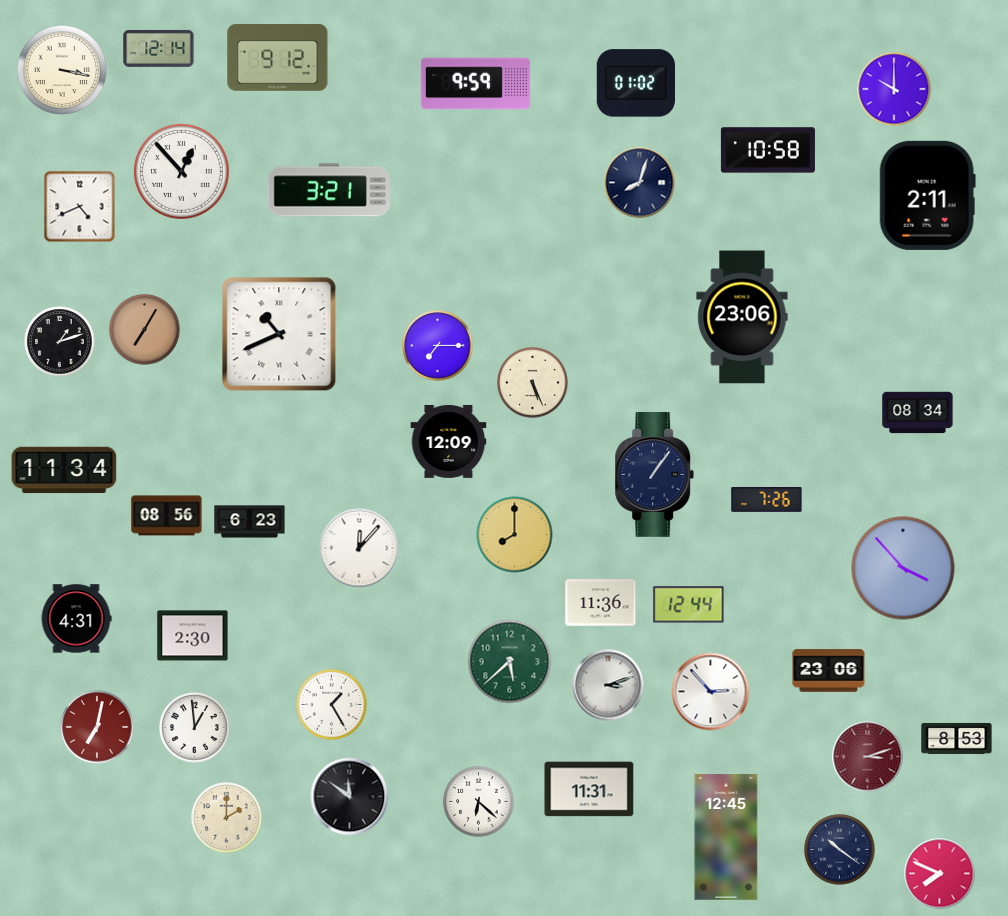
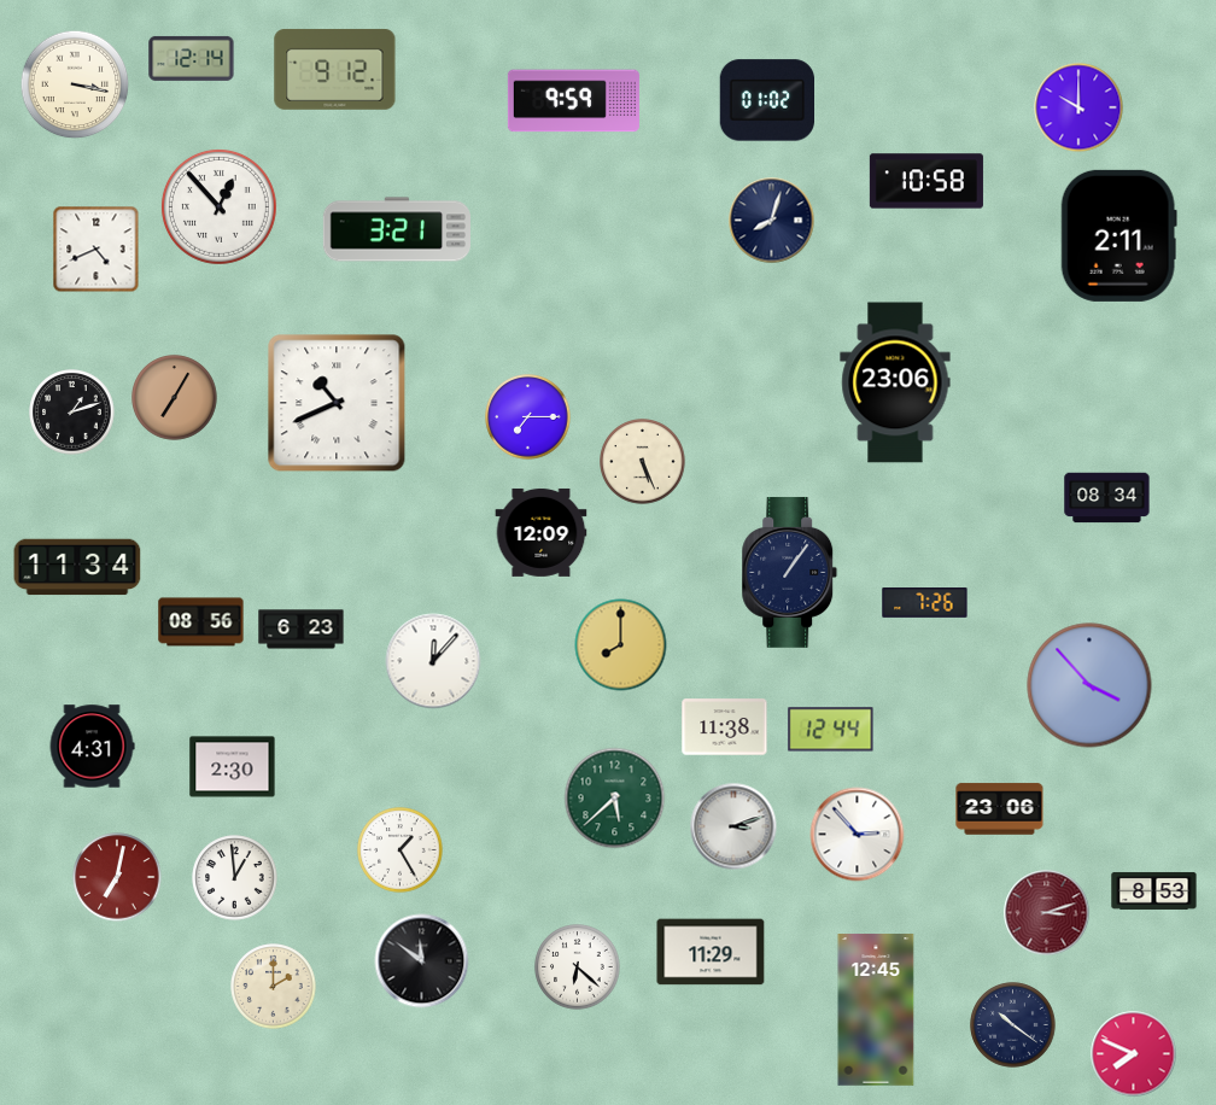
clock at (601, 603): 11:36 -> 11:38
clock at (589, 789): 11:31 -> 11:29
